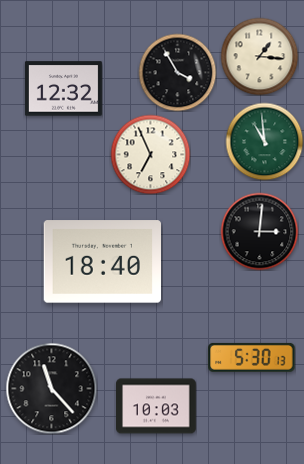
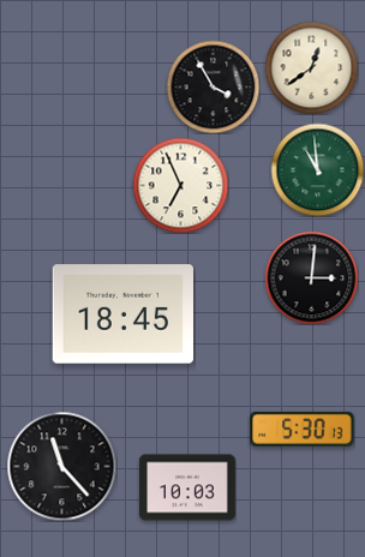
clock at (259, 56): 1:16 -> 12:39
clock at (63, 89): 12:32 -> none
clock at (102, 262): 18:40 -> 18:45
